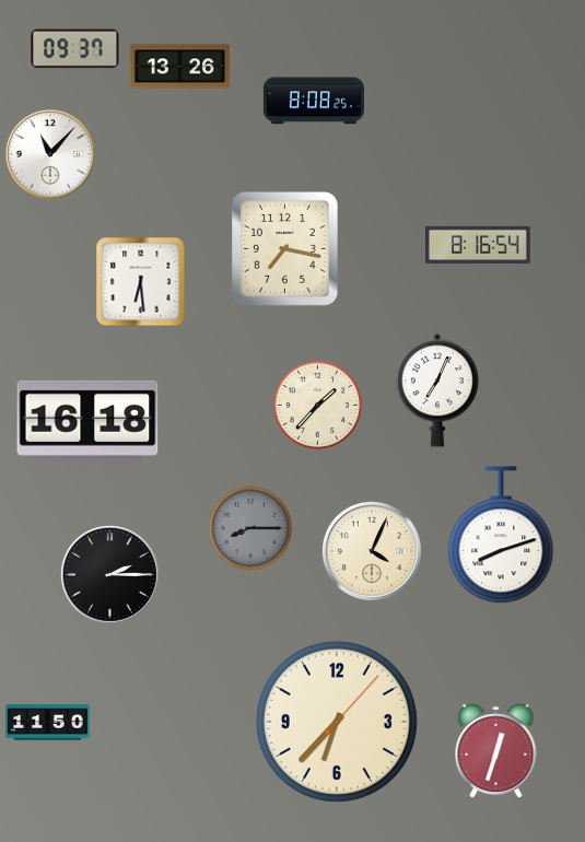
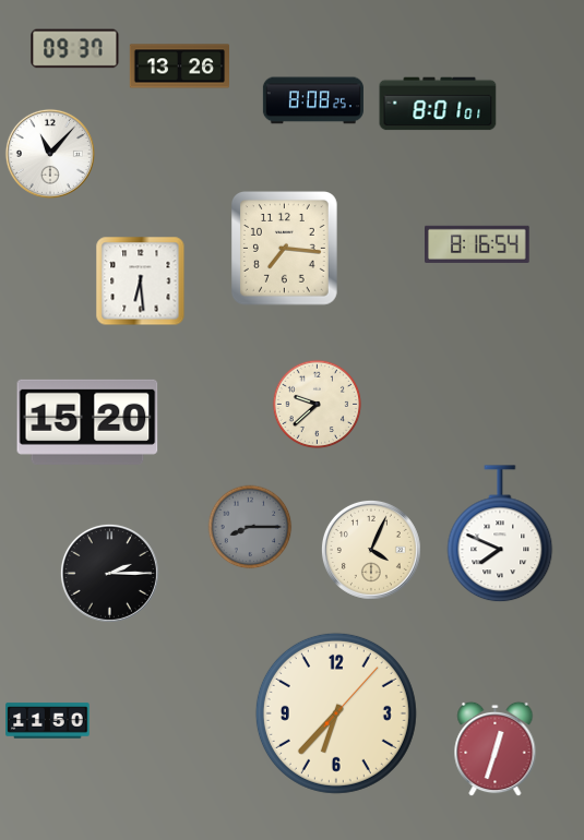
clock at (438, 104): none -> 8:01
clock at (285, 249): 7:17 -> 7:16
clock at (436, 390): 7:04 -> none
clock at (318, 406): 1:37 -> 9:38
clock at (87, 423): 16:18 -> 15:20
clock at (501, 536): 8:12 -> 7:49
clock at (337, 722) position: (337, 722) -> (336, 713)
